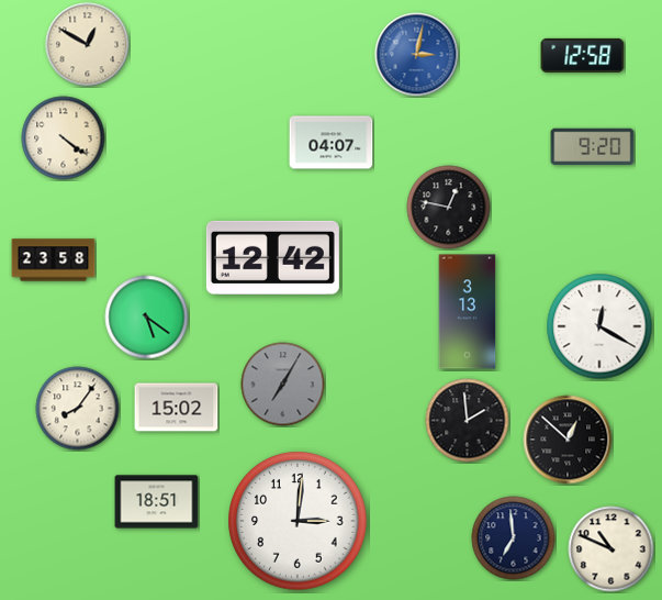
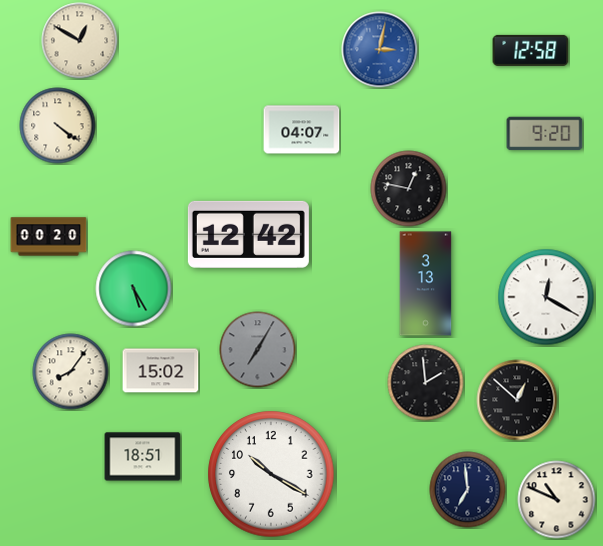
clock at (593, 147) position: (593, 147) -> (545, 134)
clock at (54, 260): 23:58 -> 00:20
clock at (147, 318): 5:21 -> 5:25
clock at (298, 521): 3:01 -> 10:20
